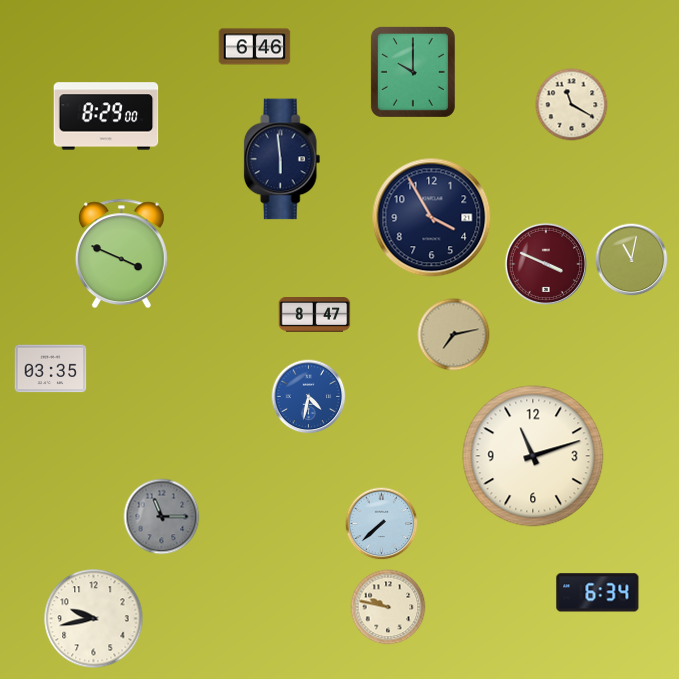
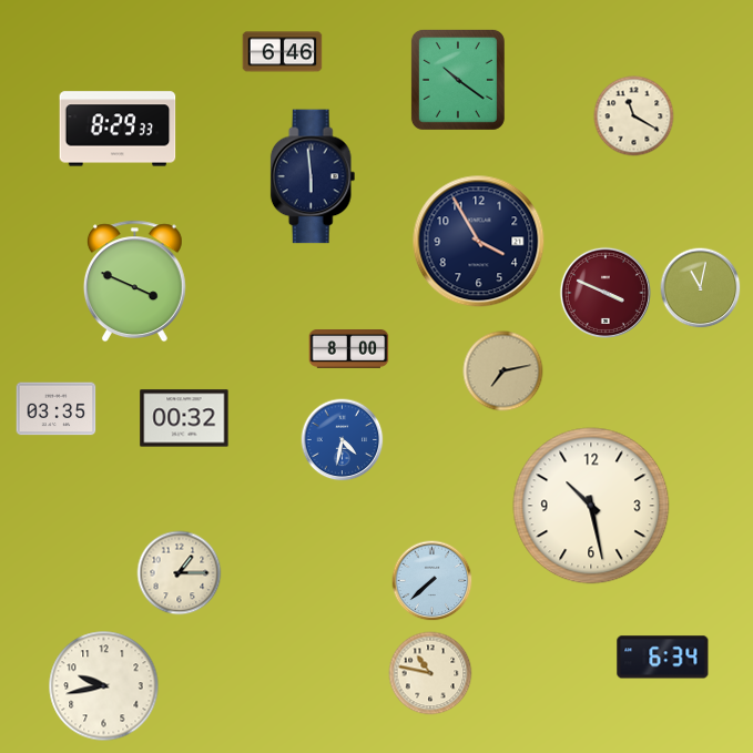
clock at (413, 72): 10:00 -> 10:21
clock at (106, 116): 8:29:00 -> 8:29:33
clock at (315, 315): 8:47 -> 8:00
clock at (184, 418): none -> 00:32
clock at (533, 456): 11:12 -> 10:28
clock at (162, 517): 11:15 -> 1:15
clock at (162, 517) dial: grey -> cream
clock at (382, 524) position: (382, 524) -> (433, 581)
clock at (388, 607): 9:47 -> 10:47
